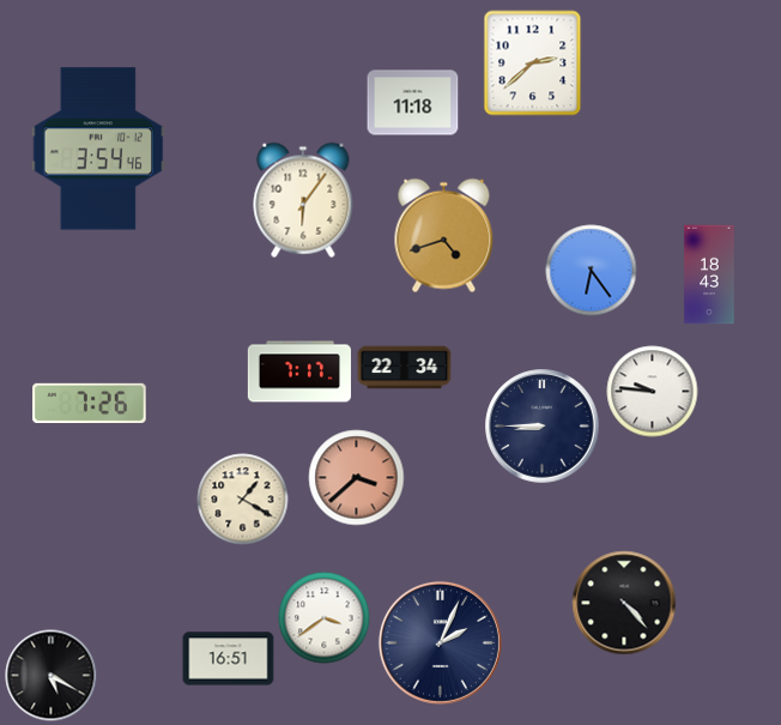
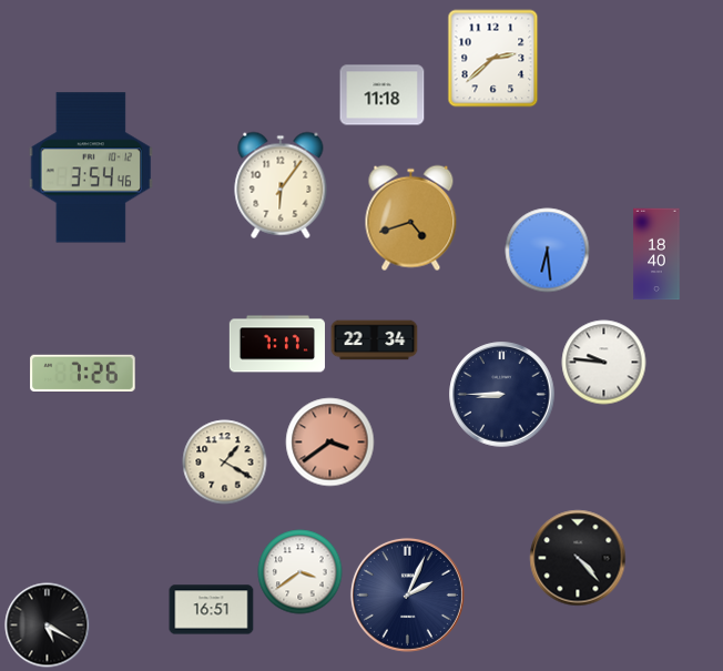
clock at (98, 149) position: (98, 149) -> (91, 167)
clock at (592, 271): 6:24 -> 6:29
clock at (709, 274): 18:43 -> 18:40
clock at (357, 478): 3:38 -> 3:39
